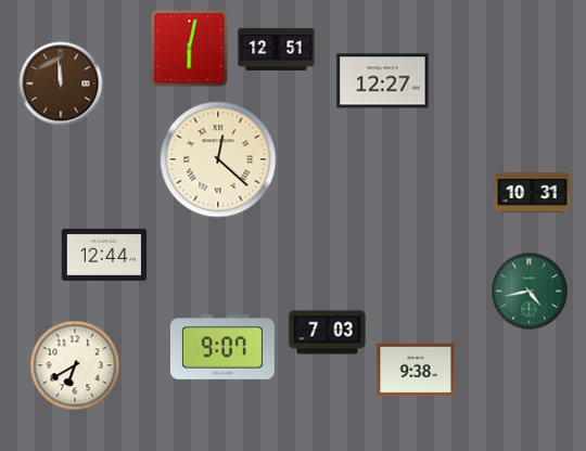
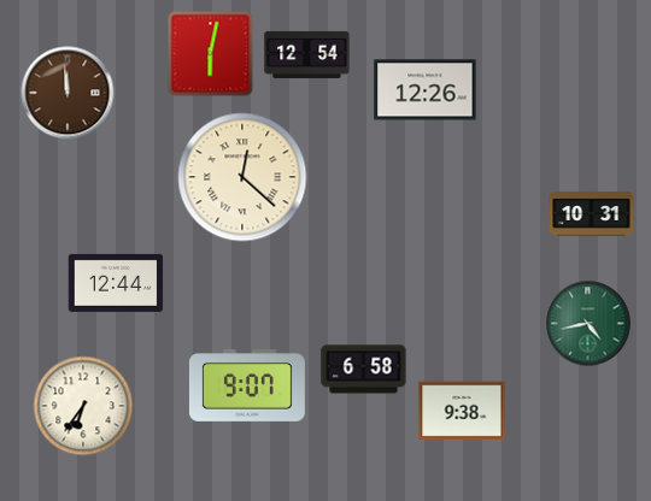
clock at (277, 49): 12:51 -> 12:54
clock at (383, 81): 12:27 -> 12:26
clock at (328, 333): 7:03 -> 6:58
clock at (75, 365): 6:40 -> 6:36
